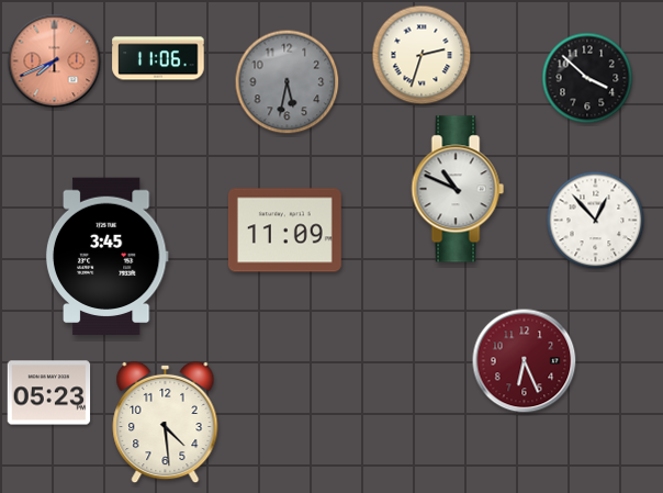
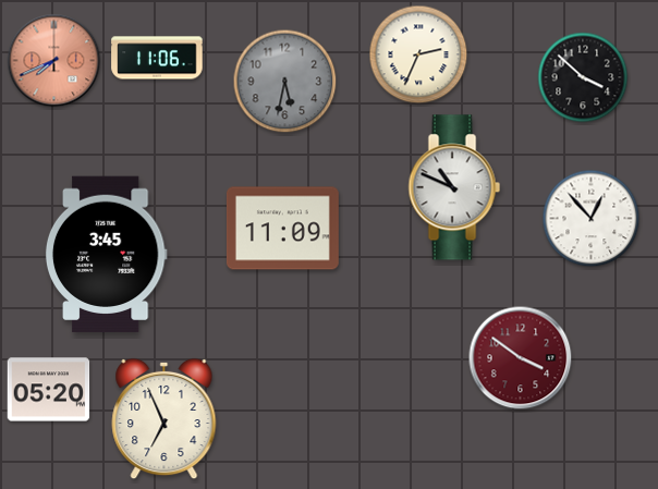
clock at (422, 55): 2:33 -> 2:34
clock at (525, 361): 6:26 -> 3:51
clock at (49, 393): 05:23 -> 05:20
clock at (166, 423): 4:29 -> 6:56
